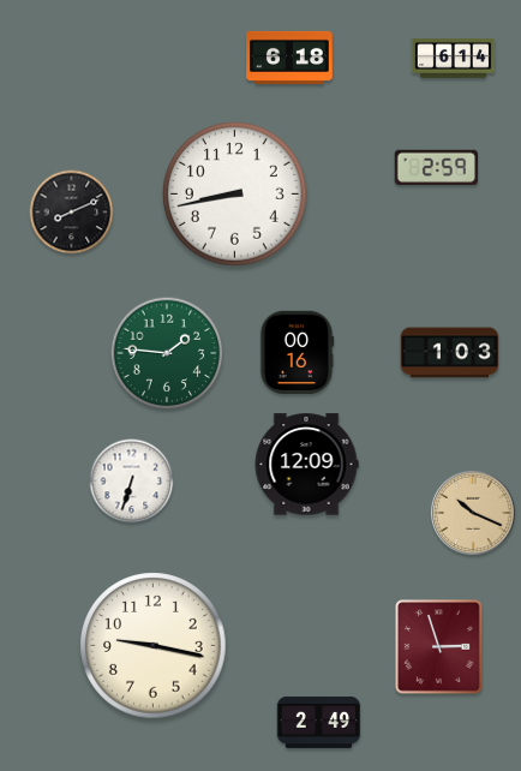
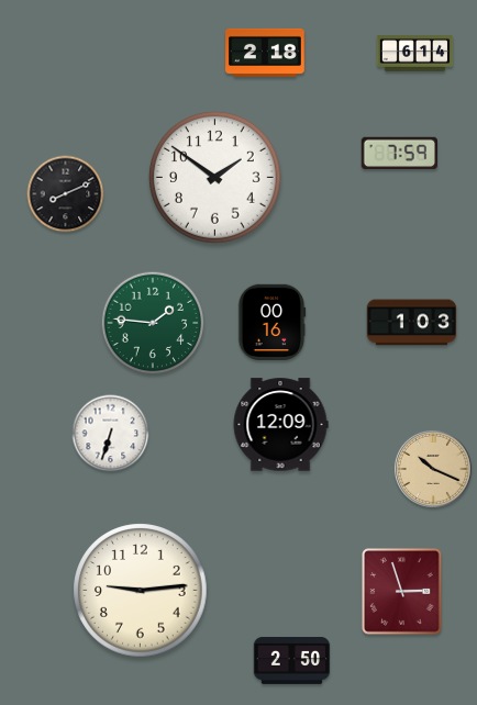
clock at (289, 58): 6:18 -> 2:18
clock at (436, 167): 2:59 -> 7:59
clock at (234, 193): 8:43 -> 1:51
clock at (132, 482) position: (132, 482) -> (111, 434)
clock at (154, 646): 9:17 -> 9:14
clock at (319, 722): 2:49 -> 2:50
